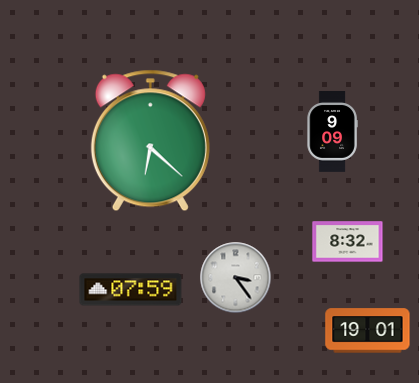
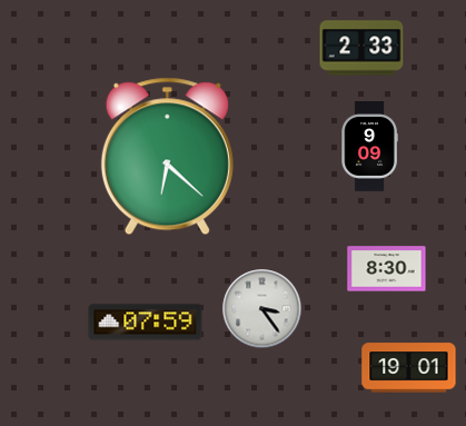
clock at (361, 48): none -> 2:33
clock at (348, 242): 8:32 -> 8:30
